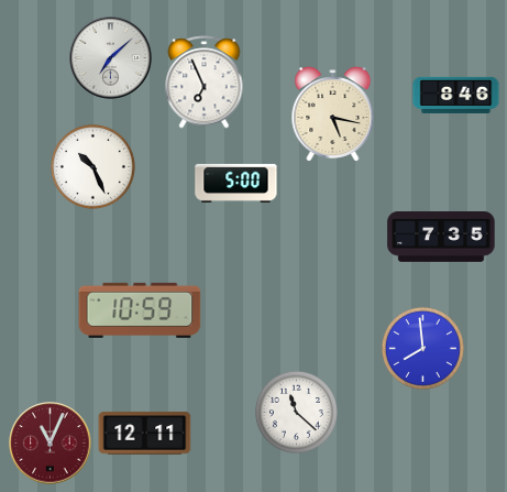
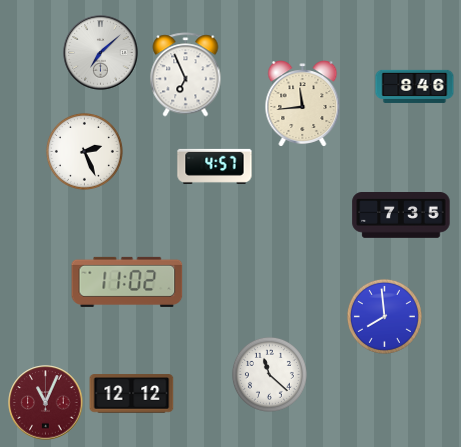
clock at (333, 114): 5:17 -> 11:44
clock at (92, 166): 10:26 -> 2:26
clock at (236, 183): 5:00 -> 4:57
clock at (140, 310): 10:59 -> 11:02
clock at (145, 434): 12:11 -> 12:12
